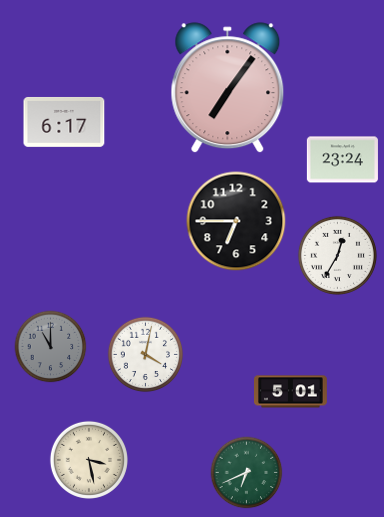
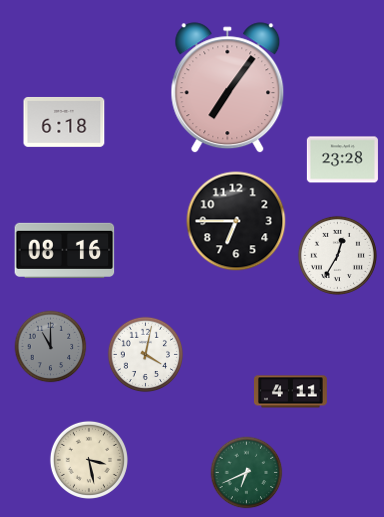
clock at (64, 122): 6:17 -> 6:18
clock at (342, 160): 23:24 -> 23:28
clock at (65, 250): none -> 08:16
clock at (291, 392): 5:01 -> 4:11
